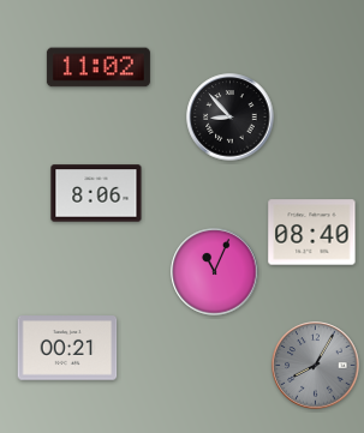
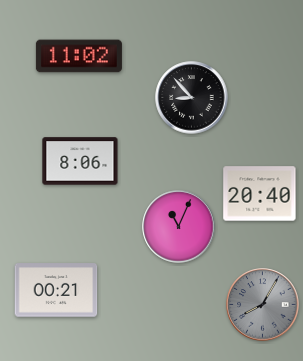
clock at (99, 67) position: (99, 67) -> (79, 56)
clock at (312, 233): 08:40 -> 20:40
